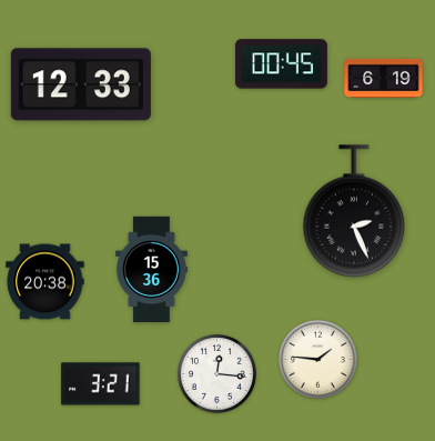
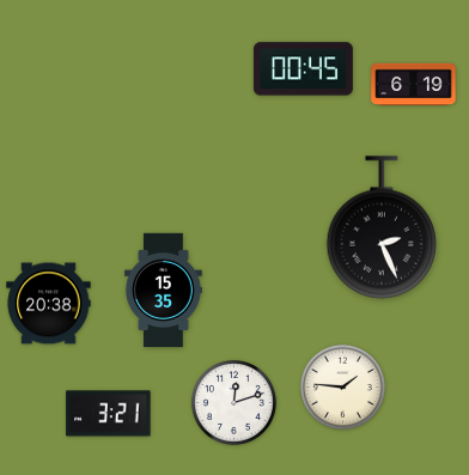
clock at (81, 84): 12:33 -> none
clock at (151, 270): 15:36 -> 15:35
clock at (216, 373): 12:16 -> 12:12
